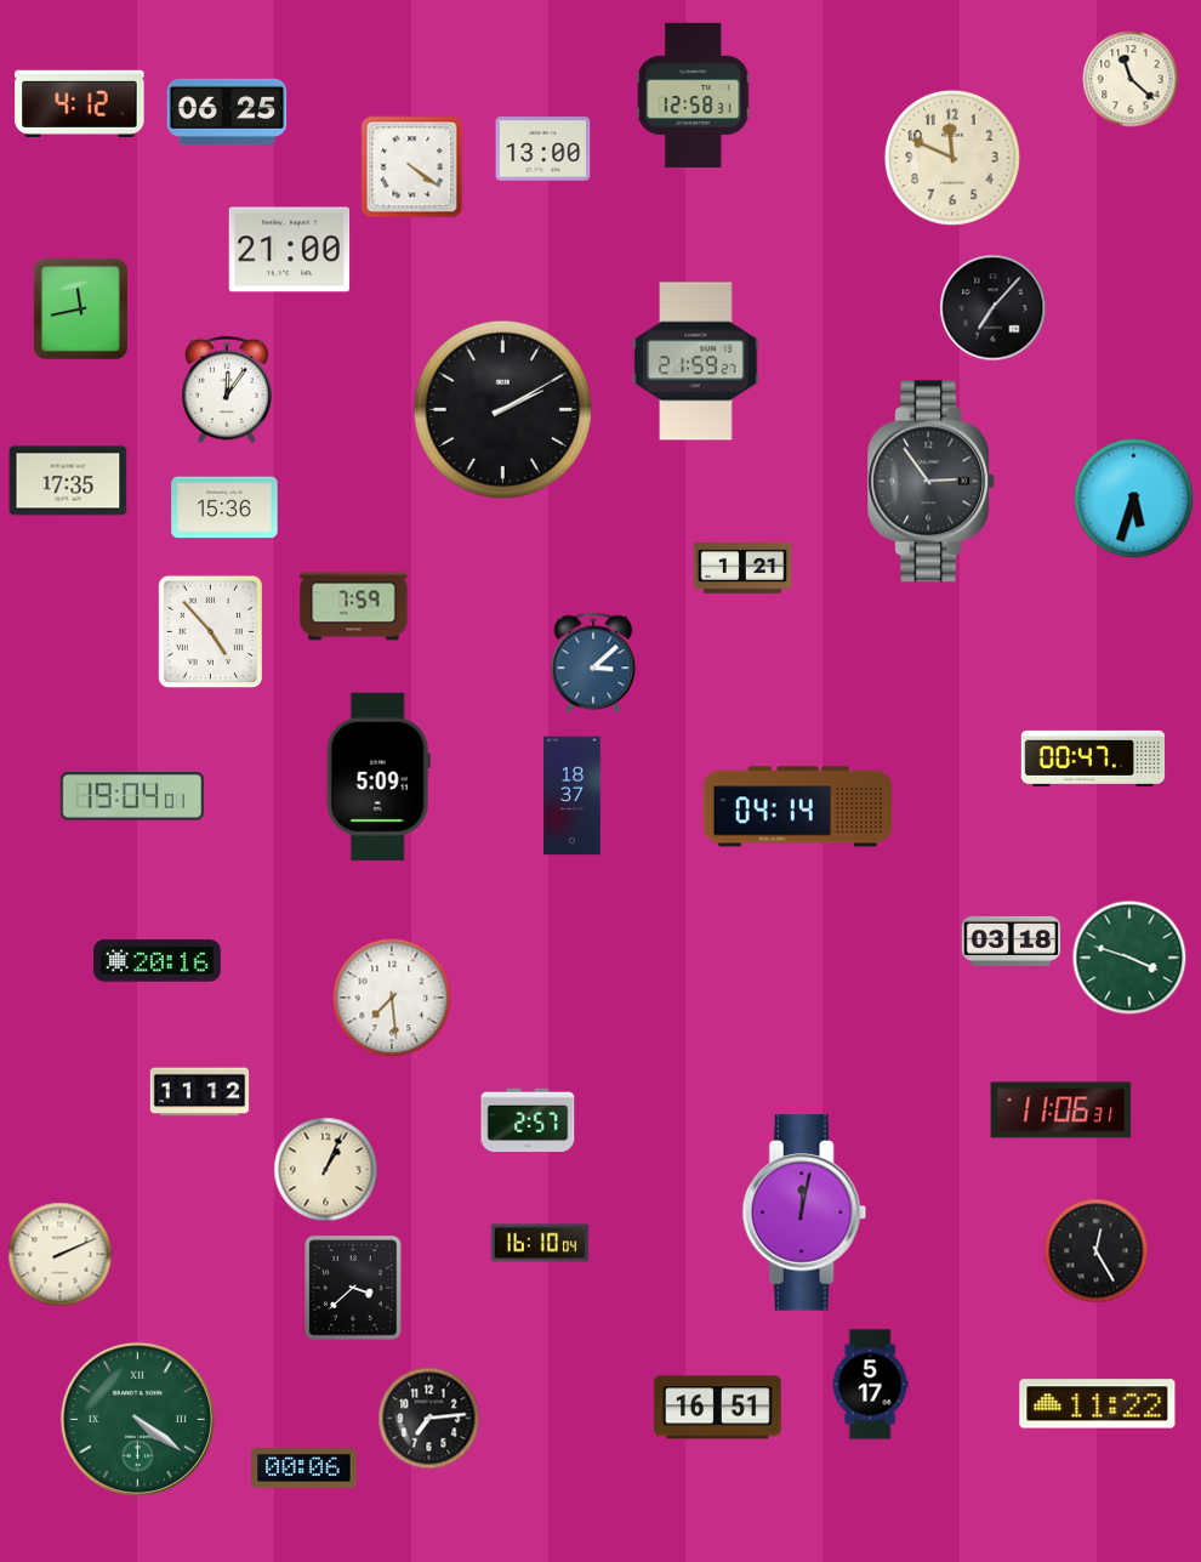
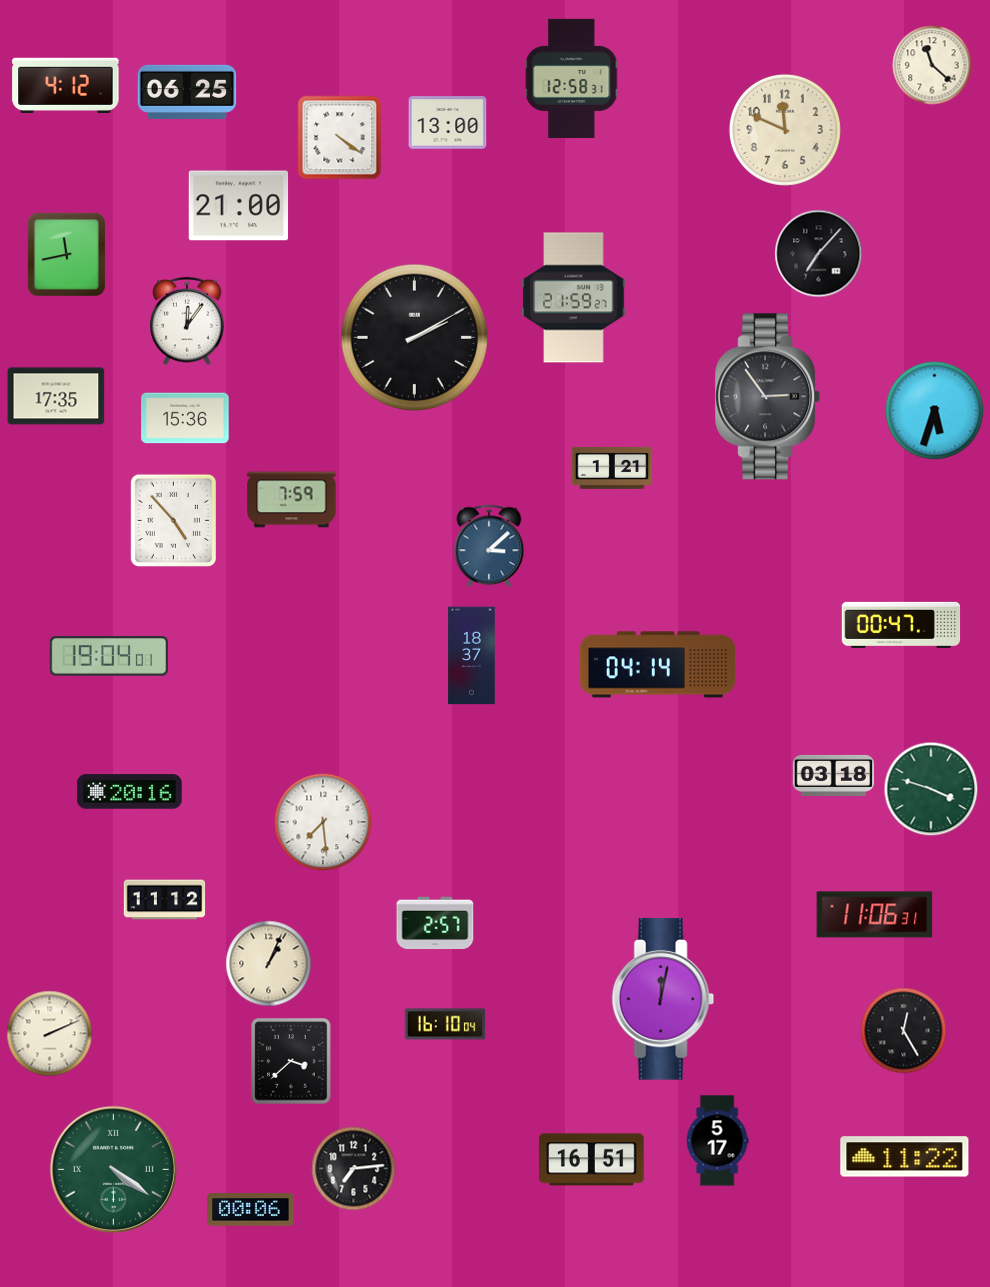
clock at (378, 777): 5:09 -> none
